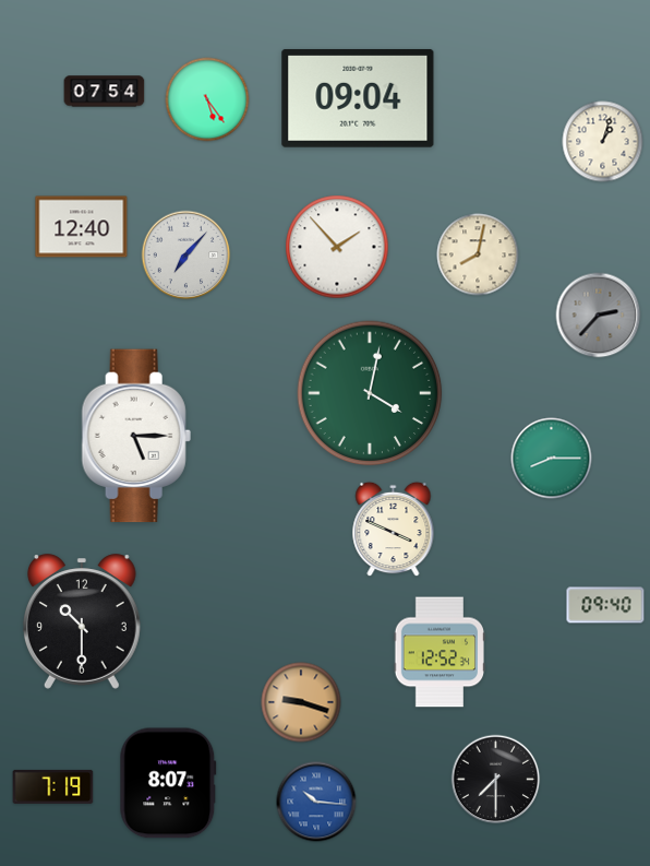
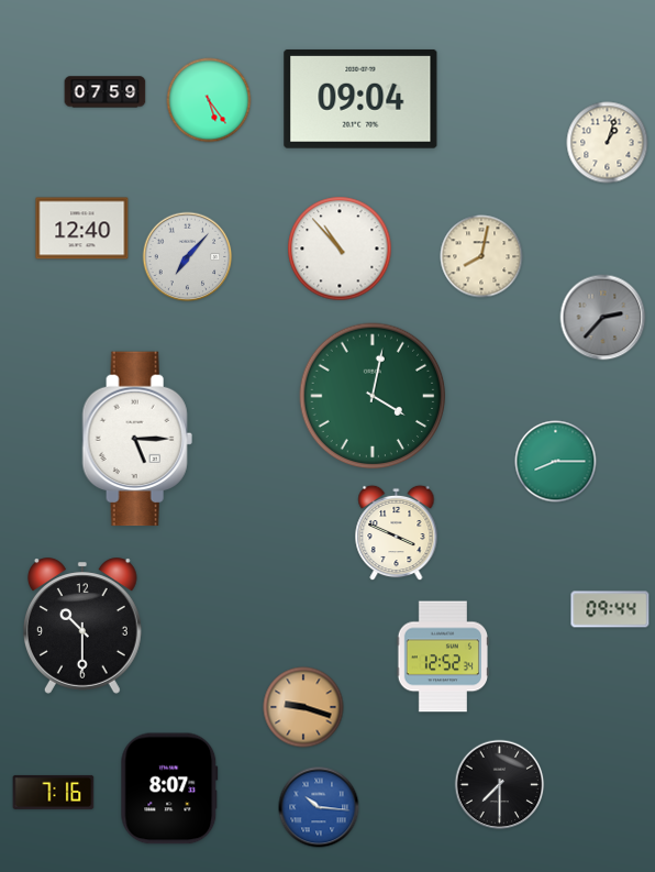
clock at (105, 92): 07:54 -> 07:59
clock at (337, 247): 1:53 -> 10:53
clock at (605, 605): 09:40 -> 09:44
clock at (53, 786): 7:19 -> 7:16
